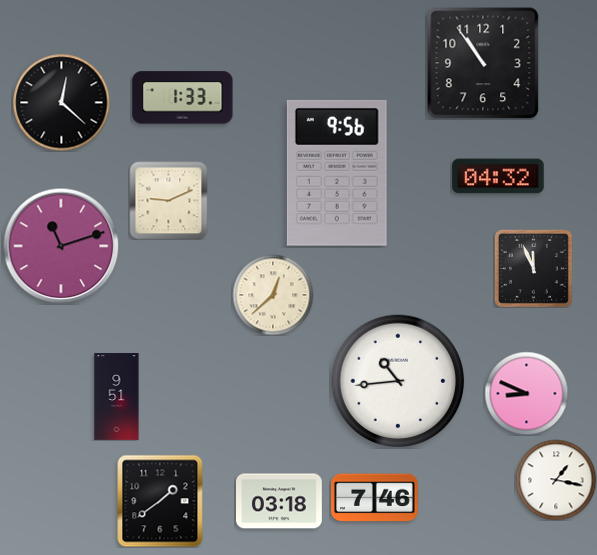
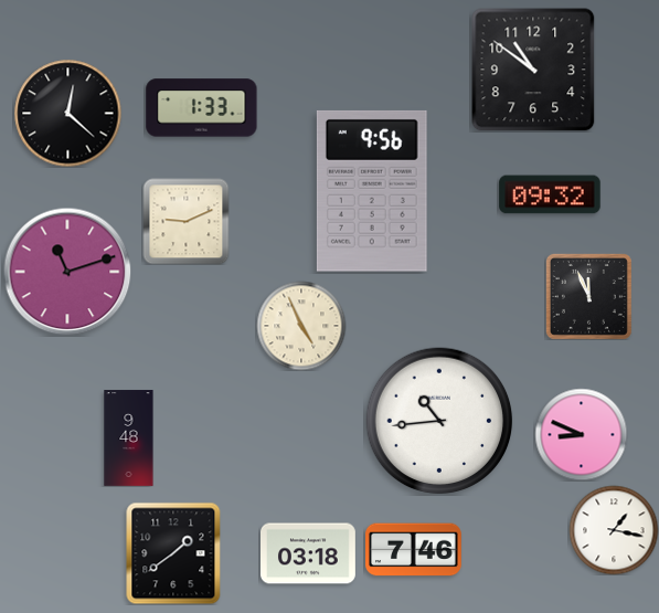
clock at (483, 63): 10:54 -> 10:51
clock at (498, 176): 04:32 -> 09:32
clock at (273, 295): 12:38 -> 4:56
clock at (117, 397): 9:51 -> 9:48
clock at (160, 501) position: (160, 501) -> (173, 553)
